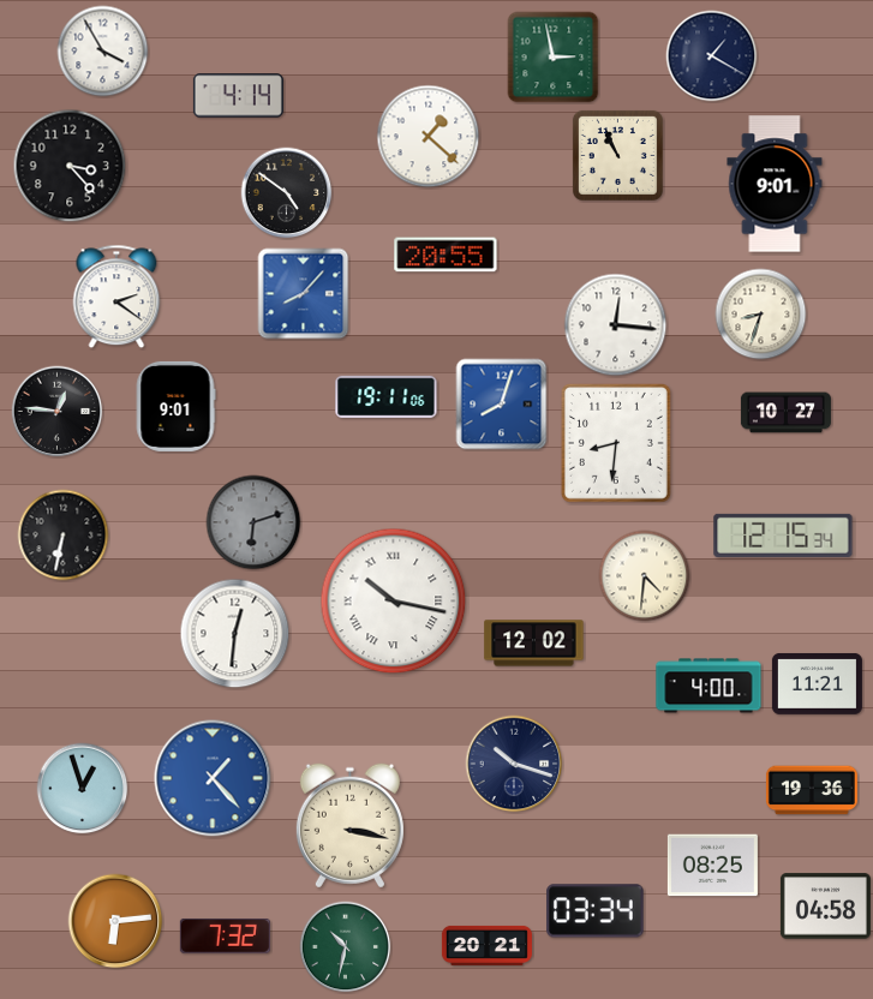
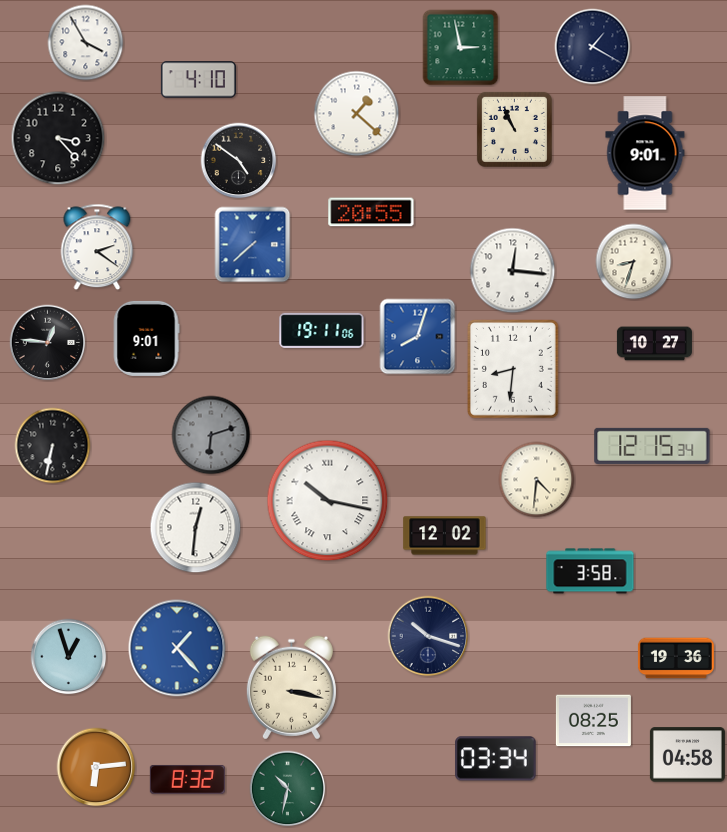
clock at (238, 96): 4:14 -> 4:10
clock at (304, 294): 8:07 -> 7:38
clock at (817, 684): 11:21 -> none
clock at (708, 686): 4:00 -> 3:58
clock at (225, 935): 7:32 -> 8:32
clock at (486, 945): 20:21 -> none
